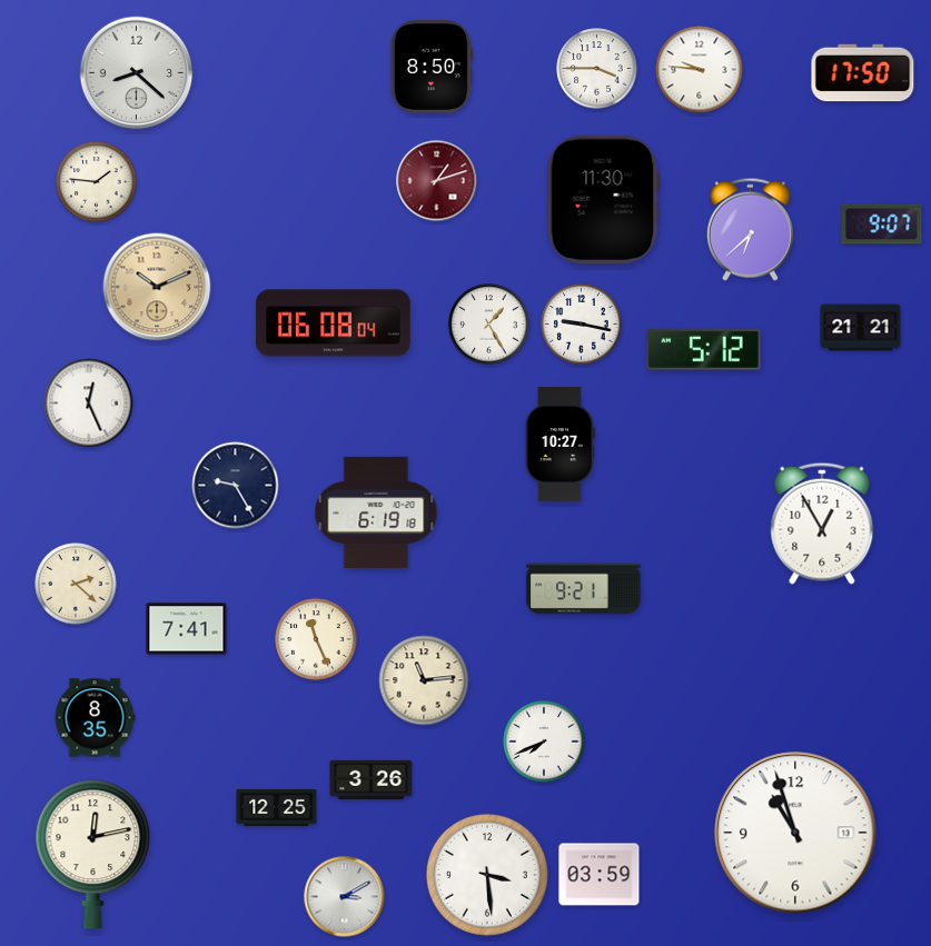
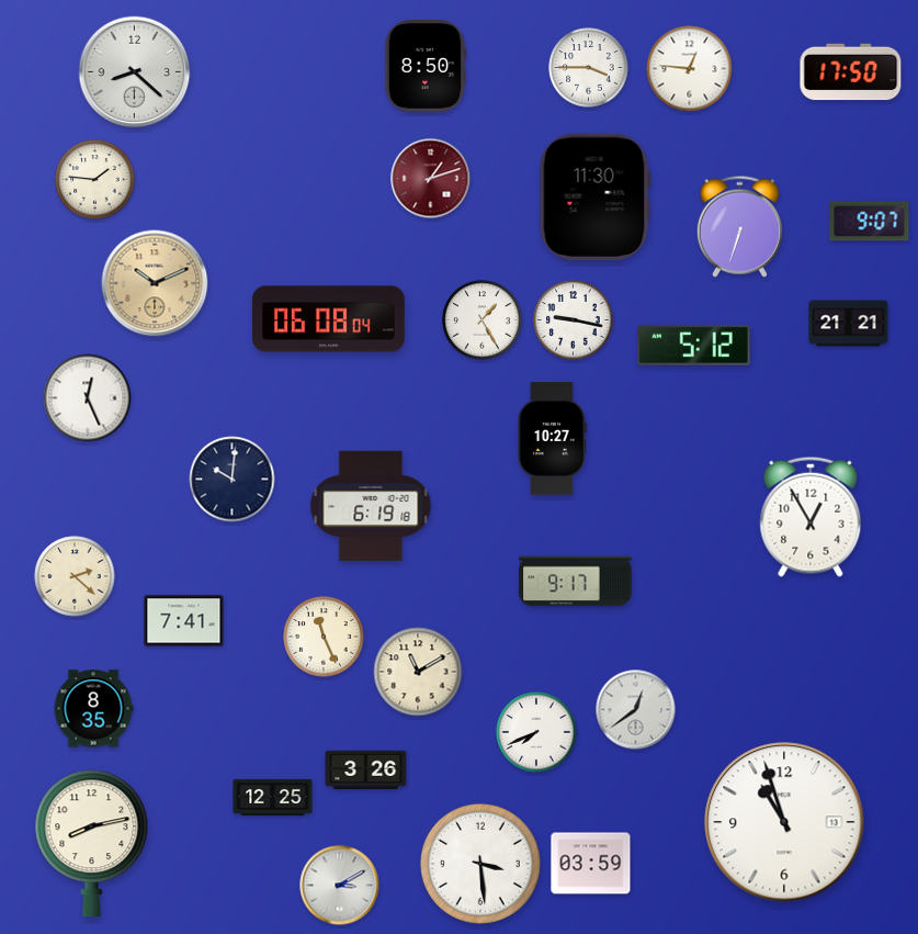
clock at (700, 70): 9:46 -> 12:46
clock at (750, 229): 6:38 -> 6:33
clock at (236, 486): 9:25 -> 10:01
clock at (584, 589): 9:21 -> 9:17
clock at (316, 639) position: (316, 639) -> (324, 637)
clock at (424, 680): 11:14 -> 11:10
clock at (636, 710): none -> 12:39
clock at (93, 855): 12:13 -> 8:13
